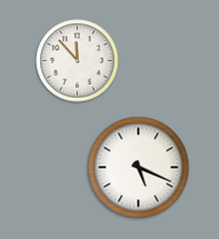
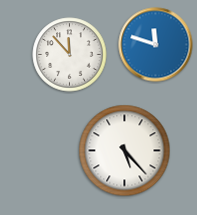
clock at (156, 45): none -> 11:48
clock at (139, 168): 5:19 -> 5:23
